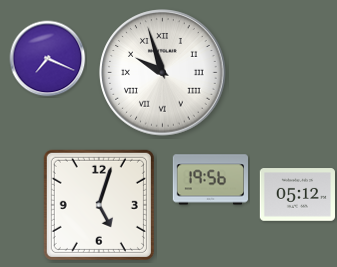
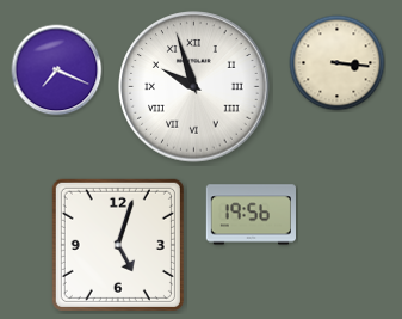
clock at (338, 63): none -> 3:16
clock at (297, 195): 05:12 -> none
